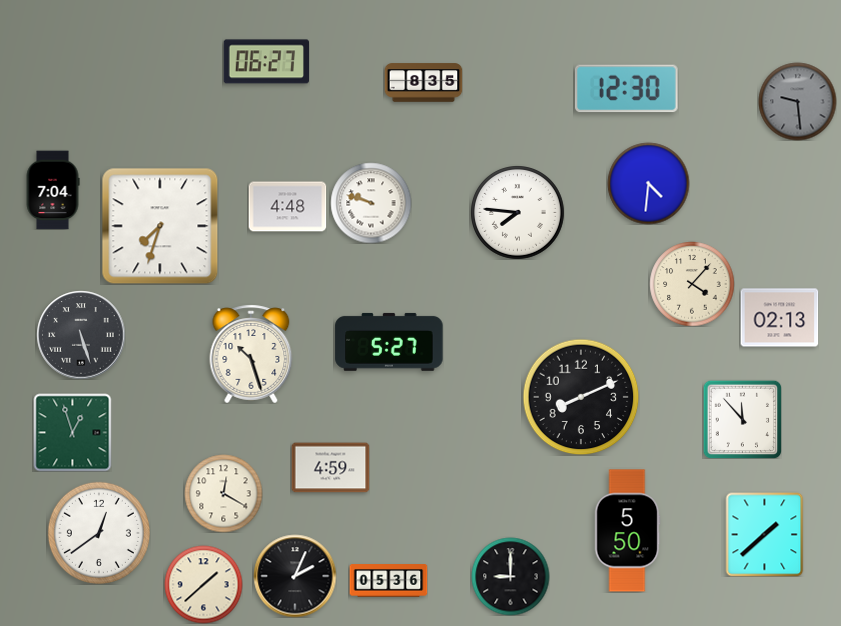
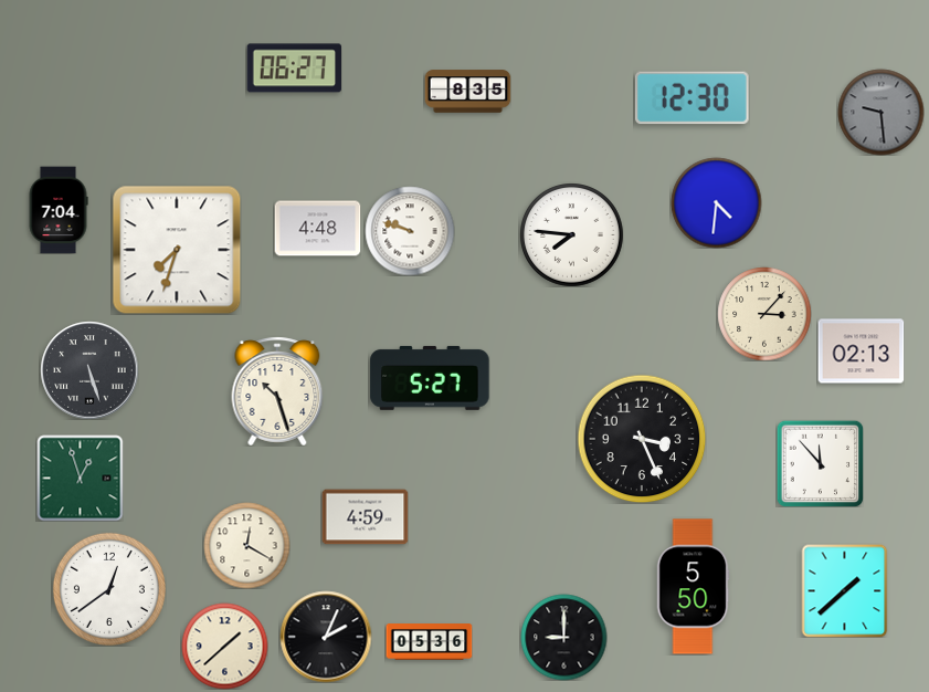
clock at (371, 203) position: (371, 203) -> (410, 231)
clock at (692, 284): 4:07 -> 3:07
clock at (581, 397): 8:11 -> 3:26
